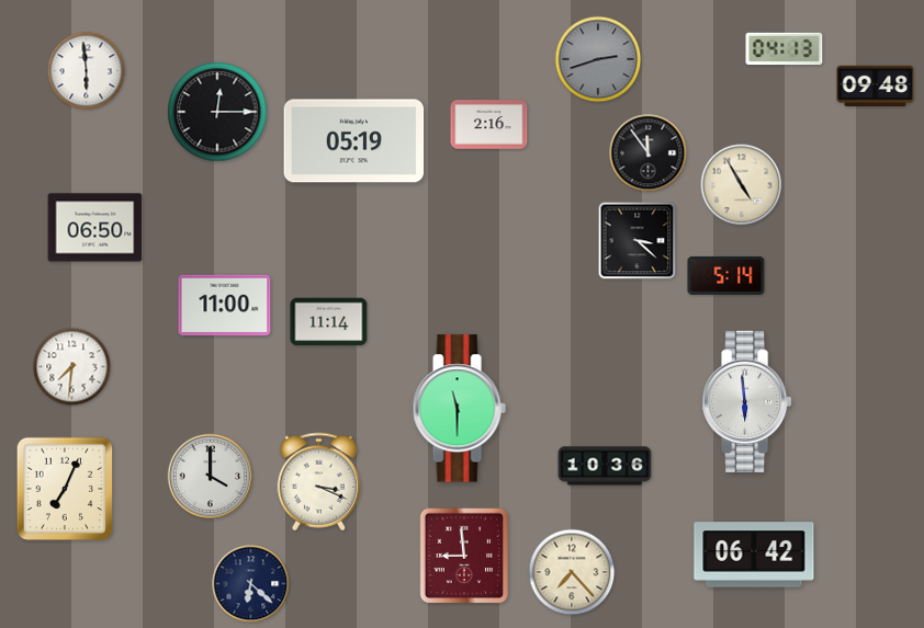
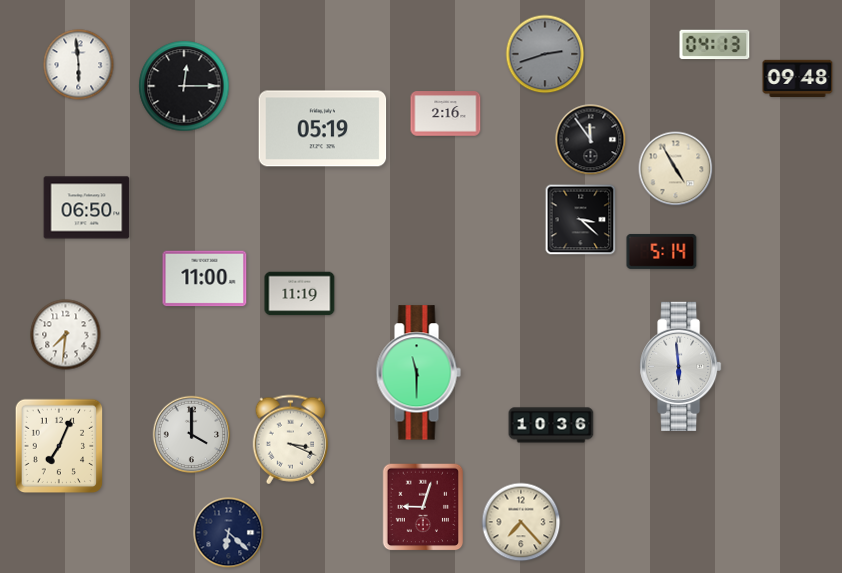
clock at (217, 112) position: (217, 112) -> (184, 86)
clock at (329, 322): 11:14 -> 11:19
clock at (754, 555): 06:42 -> none
clock at (464, 556): 8:59 -> 9:03
